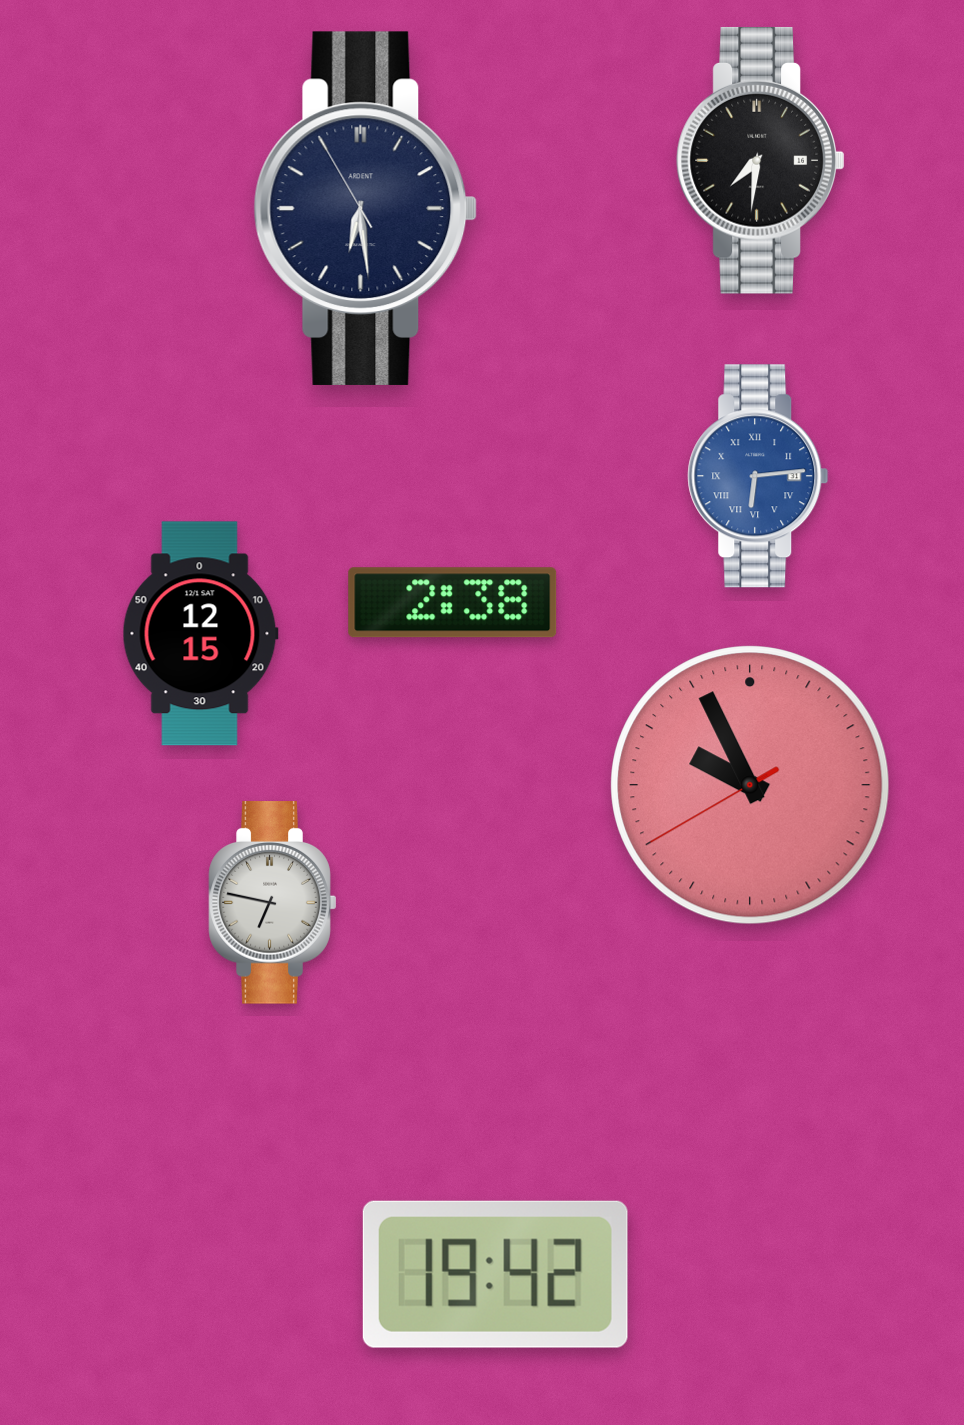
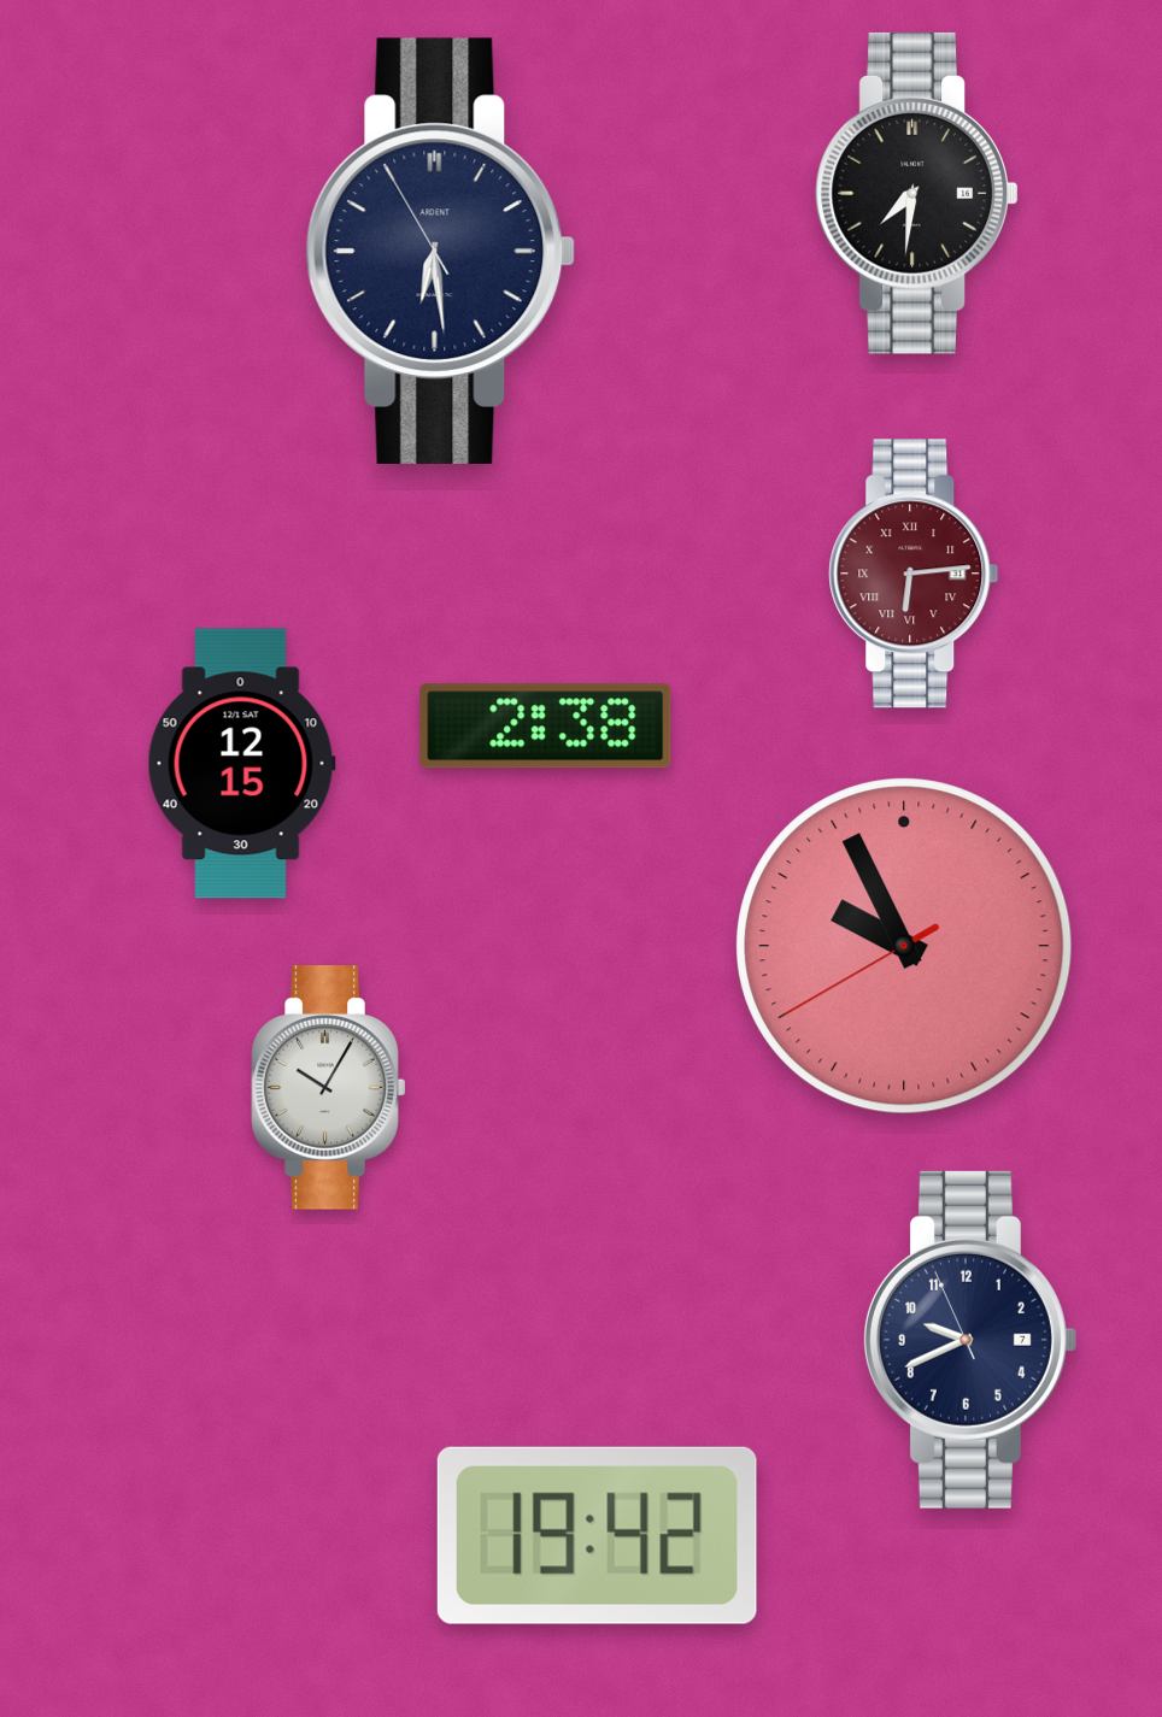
clock at (758, 476) dial: blue -> burgundy
clock at (273, 903): 6:47 -> 10:05
clock at (969, 1340): none -> 9:40
